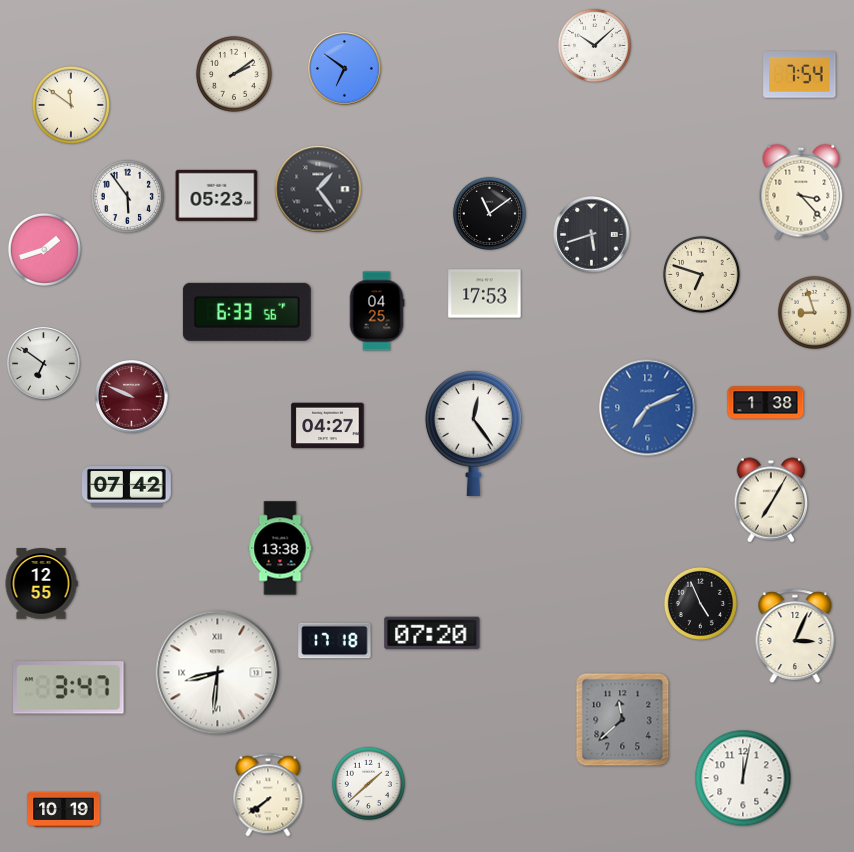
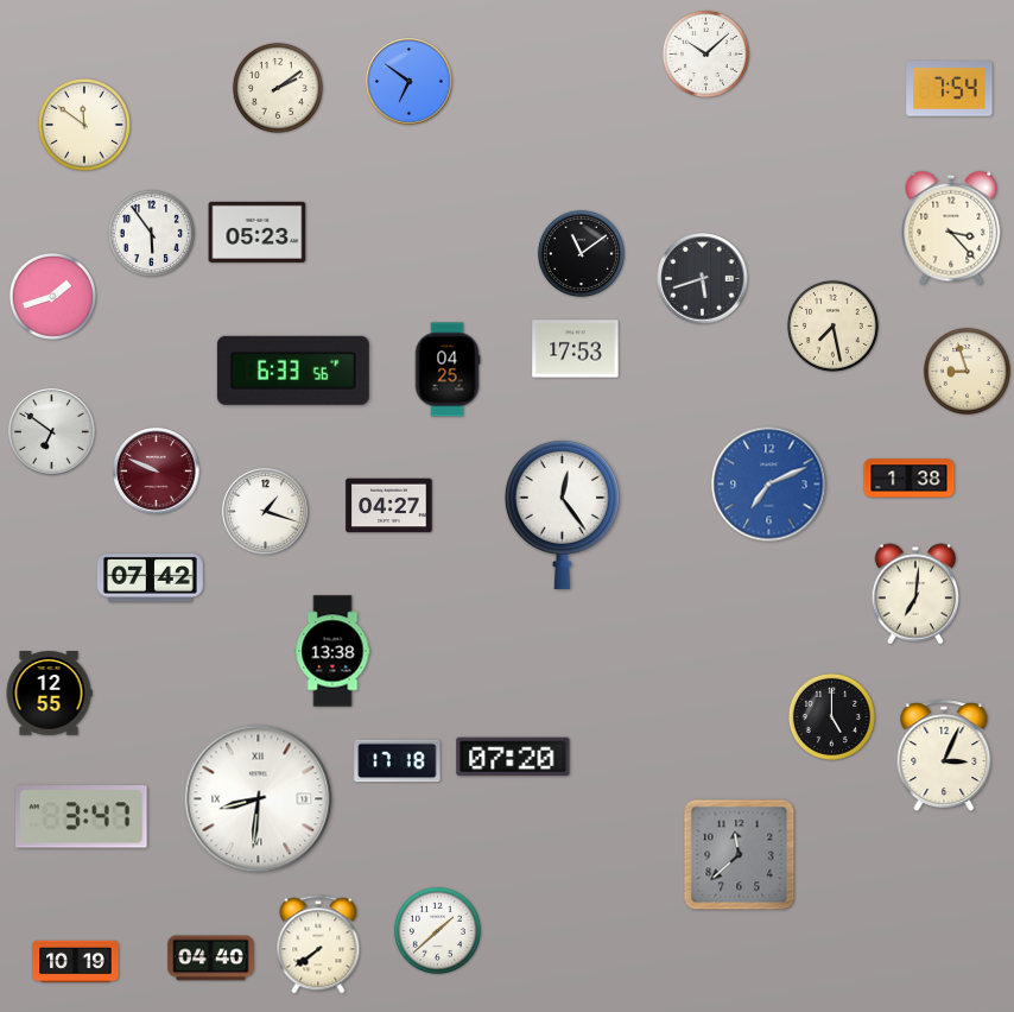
clock at (318, 189): 1:24 -> none
clock at (701, 274): 6:48 -> 7:28
clock at (266, 512): none -> 1:18
clock at (771, 500): 7:05 -> 7:01
clock at (700, 603): 4:56 -> 5:00
clock at (432, 633) position: (432, 633) -> (513, 757)
clock at (743, 778): 12:02 -> none
clock at (211, 959): none -> 04:40
